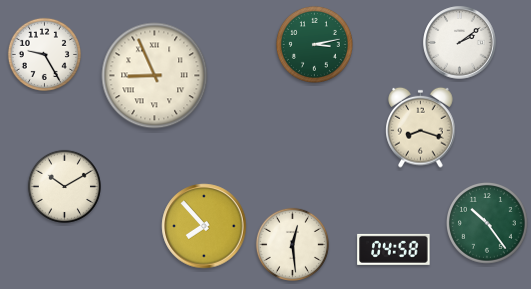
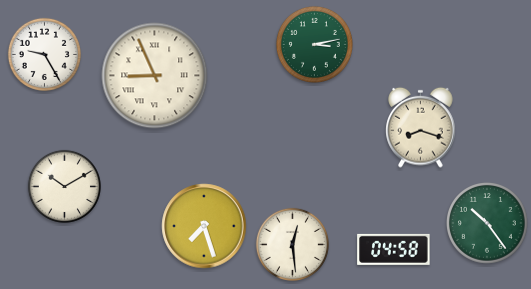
clock at (460, 43): 2:09 -> none
clock at (204, 226): 7:53 -> 7:27
